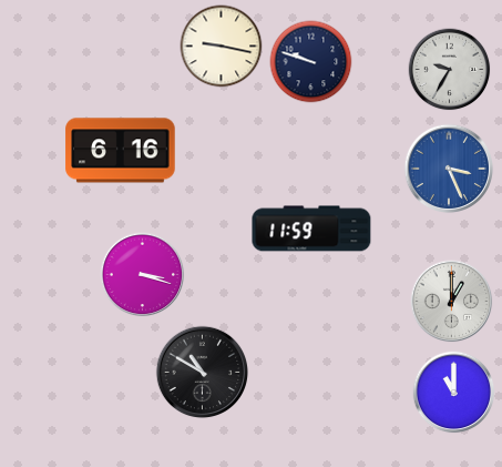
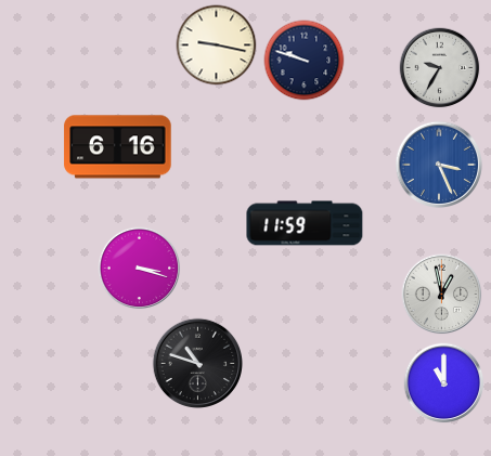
clock at (452, 302): 1:00 -> 12:58
clock at (202, 372): 10:50 -> 10:48
